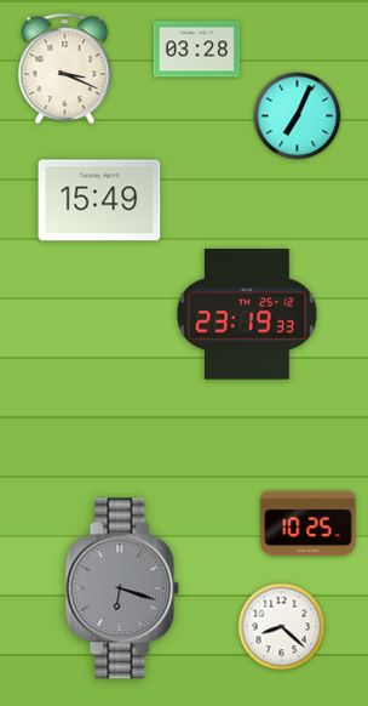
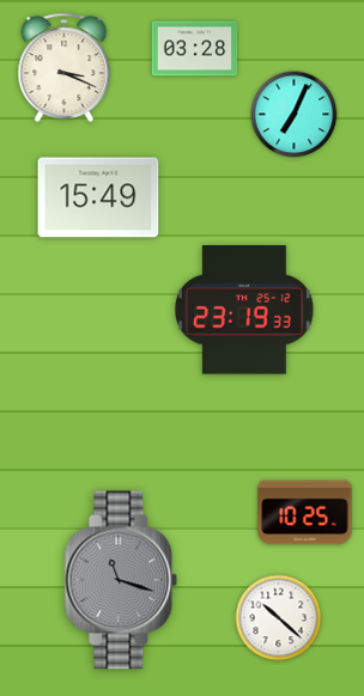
clock at (309, 524) position: (309, 524) -> (305, 513)
clock at (122, 588): 6:18 -> 11:18
clock at (282, 627): 8:22 -> 10:22
